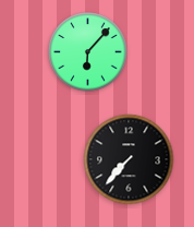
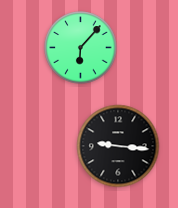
clock at (129, 159): 7:37 -> 9:16
